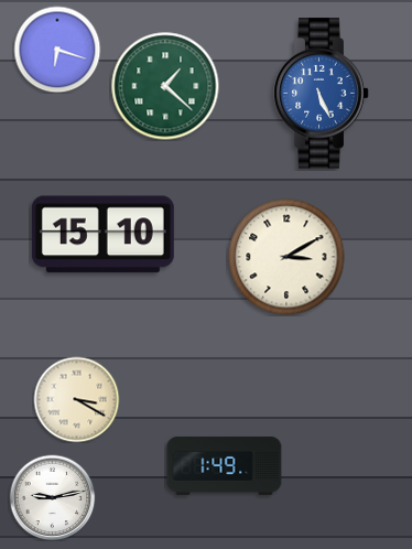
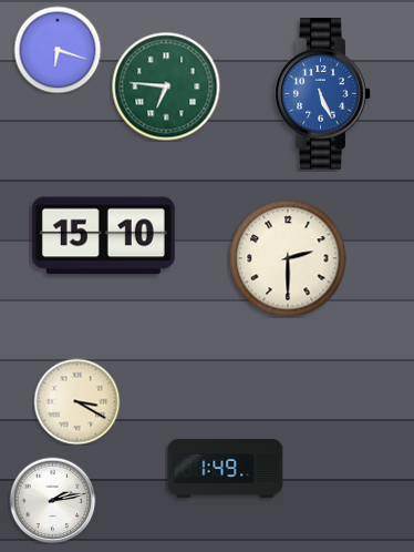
clock at (165, 86): 1:22 -> 6:46
clock at (286, 257): 3:10 -> 2:30
clock at (52, 497): 9:13 -> 2:13
